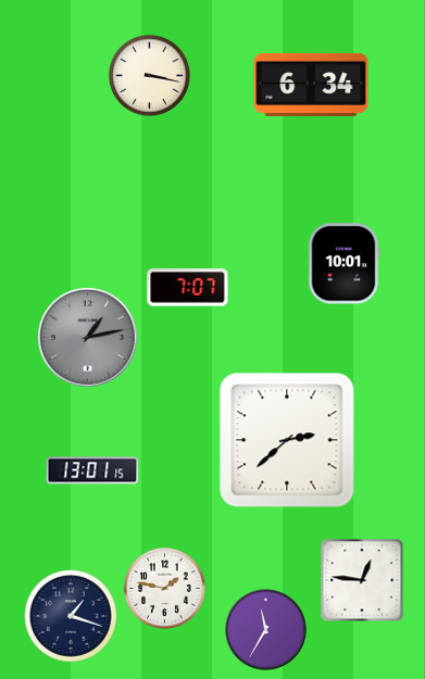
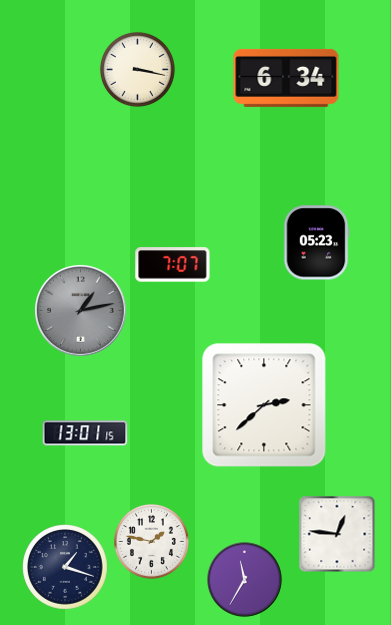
clock at (343, 264): 10:01 -> 05:23
clock at (362, 580) position: (362, 580) -> (337, 534)
